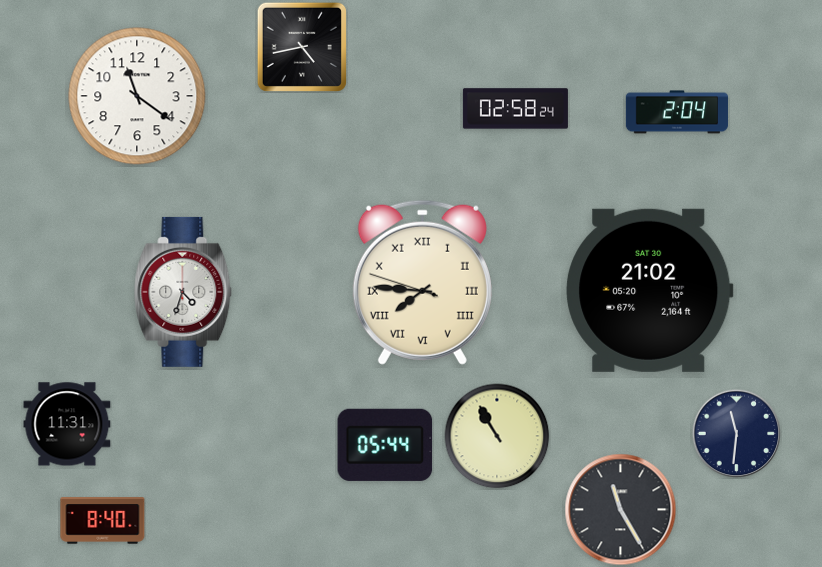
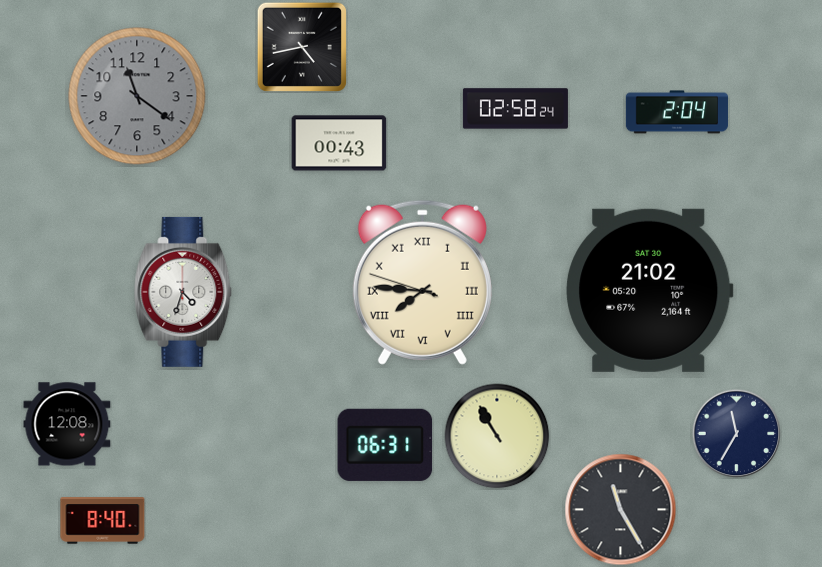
clock at (137, 96) dial: white -> grey
clock at (339, 143): none -> 00:43
clock at (67, 424): 11:31 -> 12:08
clock at (736, 433): 11:31 -> 11:35
clock at (385, 445): 05:44 -> 06:31
